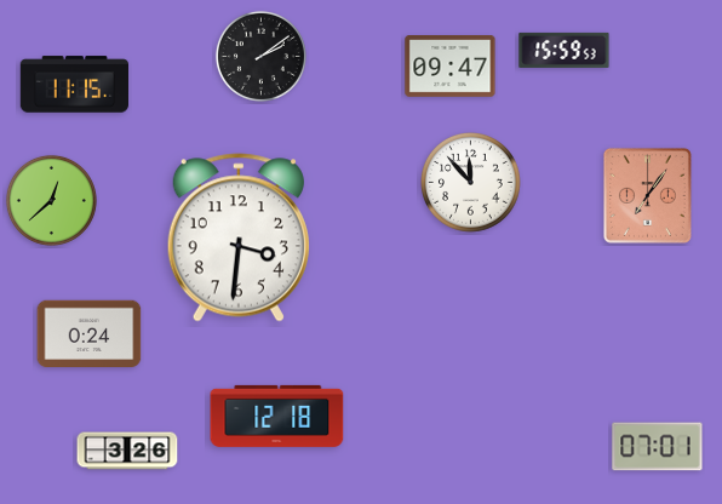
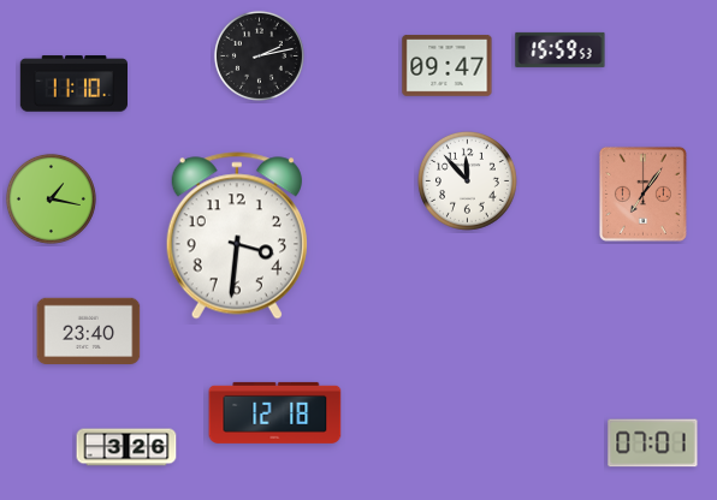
clock at (260, 56): 2:09 -> 2:13
clock at (74, 85): 11:15 -> 11:10
clock at (51, 200): 12:38 -> 1:17
clock at (90, 334): 0:24 -> 23:40
